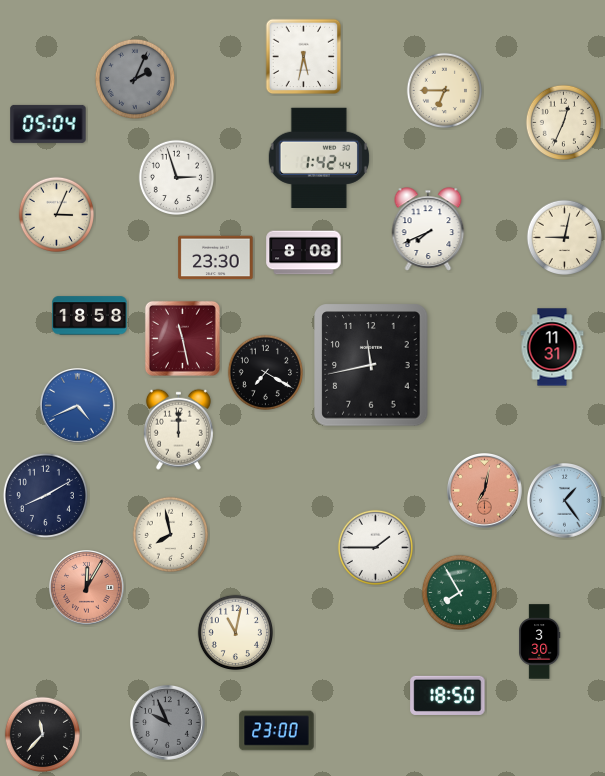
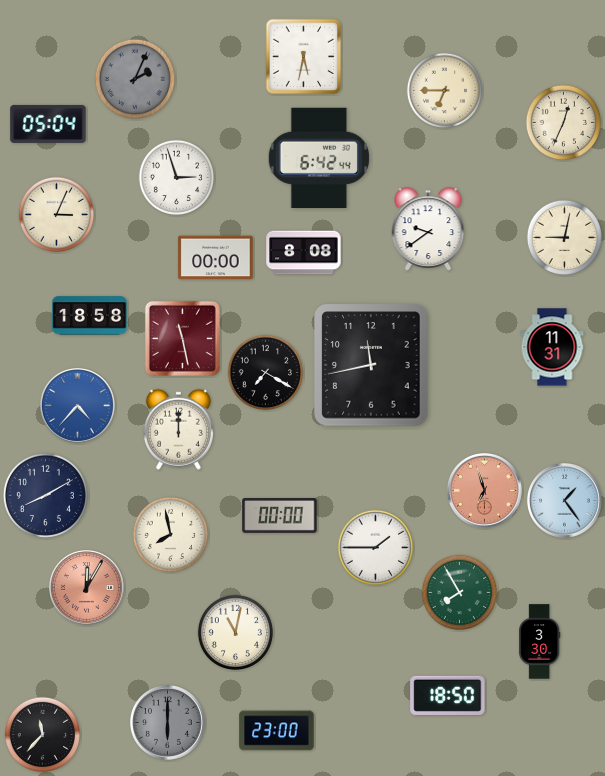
clock at (319, 157): 1:42 -> 6:42
clock at (428, 229): 7:41 -> 9:39
clock at (216, 258): 23:30 -> 00:00
clock at (78, 406): 4:41 -> 4:37
clock at (485, 491): 7:02 -> 6:57
clock at (280, 516): none -> 00:00
clock at (168, 723): 9:56 -> 6:00
